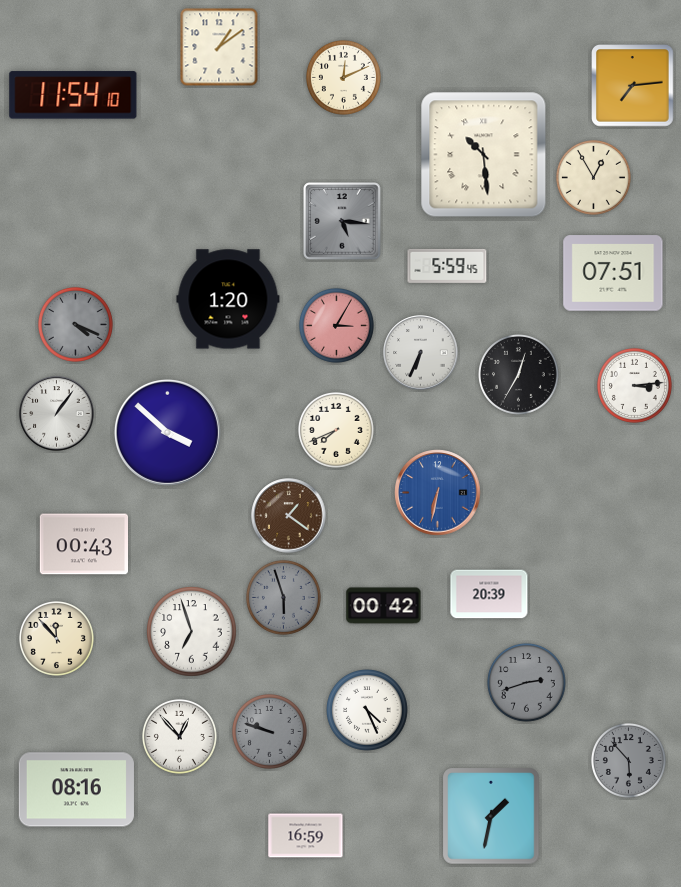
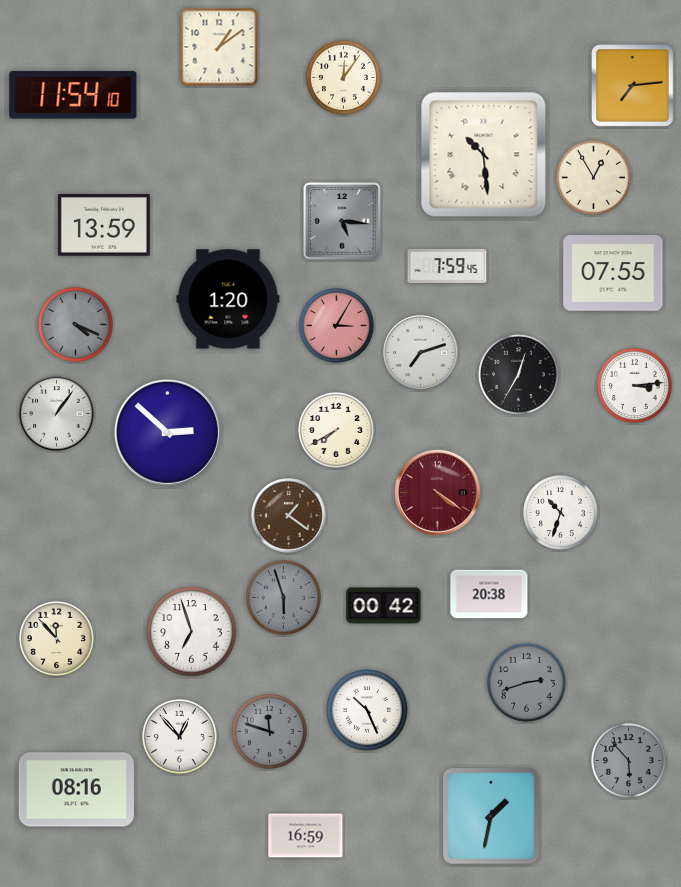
clock at (343, 77): 12:11 -> 12:06
clock at (104, 226): none -> 13:59
clock at (447, 266): 5:59 -> 7:59
clock at (613, 273): 07:51 -> 07:55
clock at (421, 353): 6:34 -> 7:12
clock at (336, 430): 7:41 -> 7:40
clock at (167, 432): 3:52 -> 2:52
clock at (438, 493): 6:32 -> 4:21
clock at (438, 493) dial: blue -> burgundy
clock at (560, 512): none -> 10:33
clock at (83, 544): 00:43 -> none
clock at (489, 594): 20:39 -> 20:38
clock at (368, 711): 4:26 -> 10:26
clock at (269, 731): 9:48 -> 11:48
